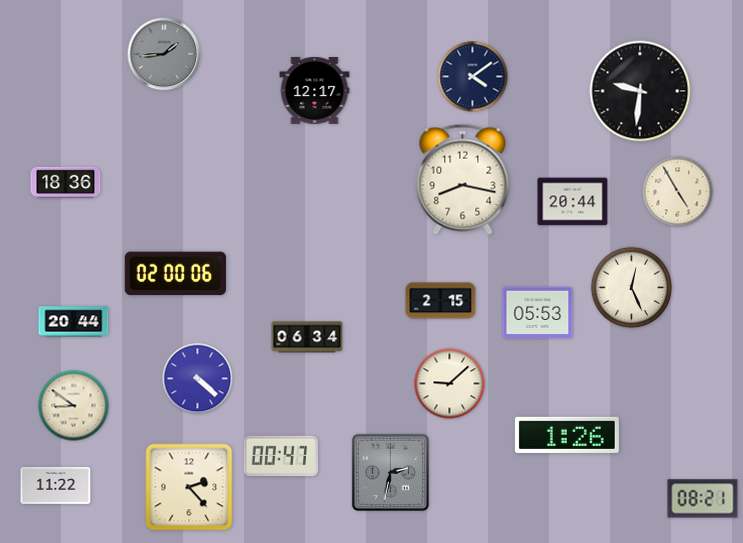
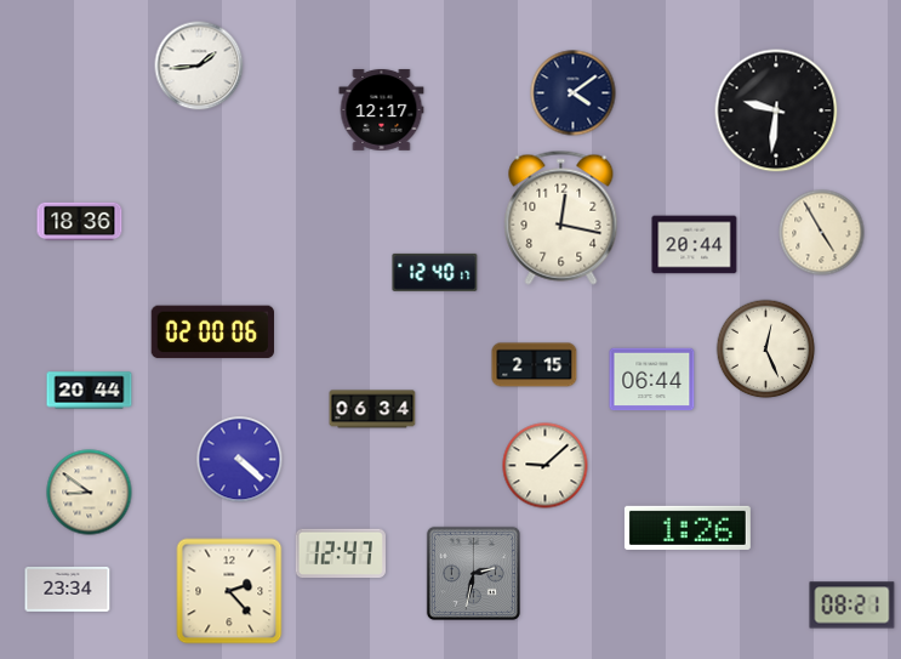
clock at (164, 54) dial: grey -> white
clock at (463, 179): 8:17 -> 12:17
clock at (435, 272): none -> 12:40
clock at (538, 313): 05:53 -> 06:44
clock at (281, 456): 00:47 -> 12:47
clock at (56, 485): 11:22 -> 23:34
